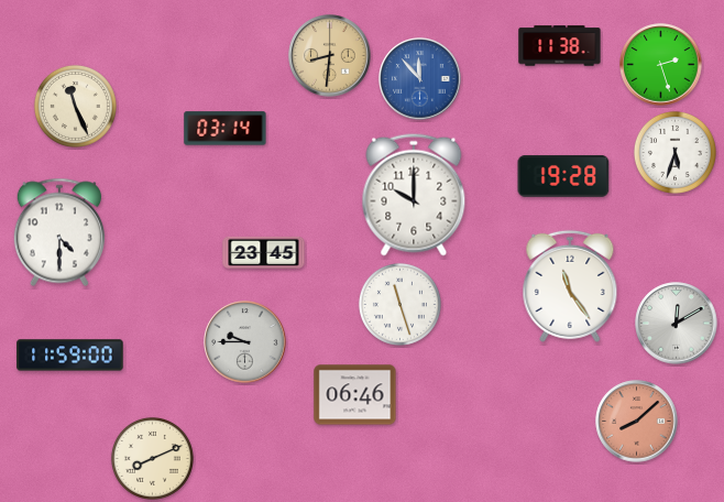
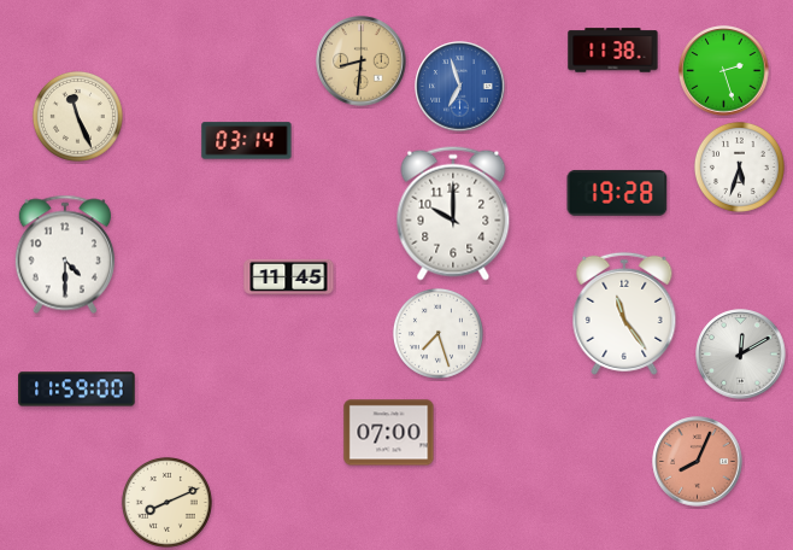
clock at (420, 79): 11:53 -> 6:57
clock at (75, 106) position: (75, 106) -> (77, 116)
clock at (264, 252): 23:45 -> 11:45
clock at (399, 304): 11:27 -> 7:27
clock at (245, 342): 9:45 -> none
clock at (355, 395): 06:46 -> 07:00
clock at (637, 422): 8:08 -> 8:04
